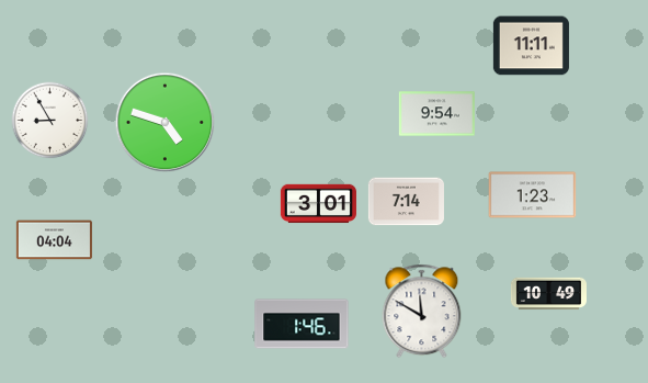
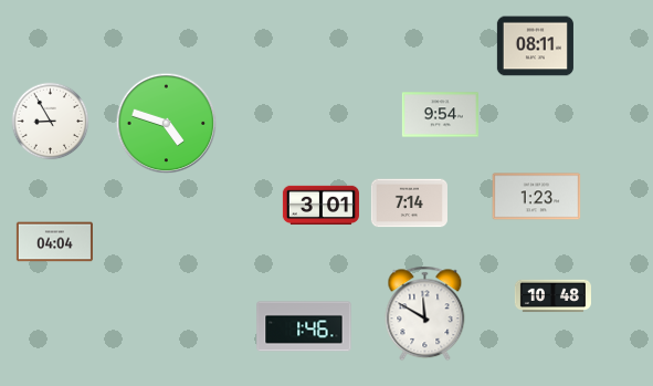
clock at (531, 46): 11:11 -> 08:11
clock at (548, 294): 10:49 -> 10:48
